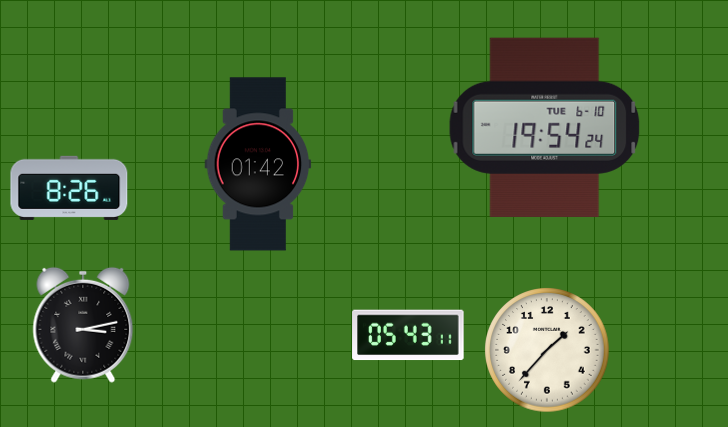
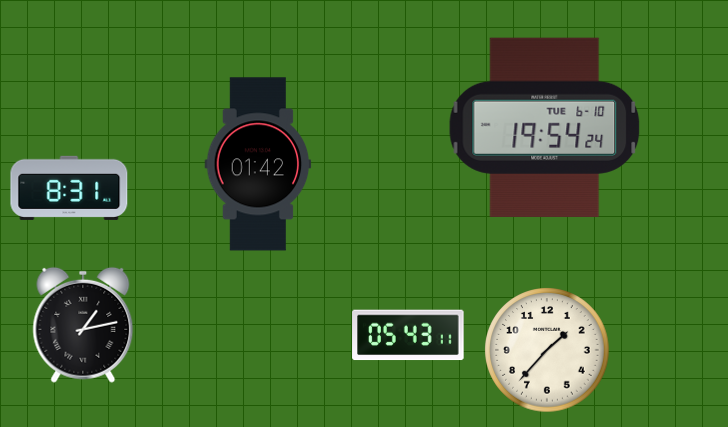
clock at (69, 188): 8:26 -> 8:31
clock at (83, 325): 3:13 -> 1:13
